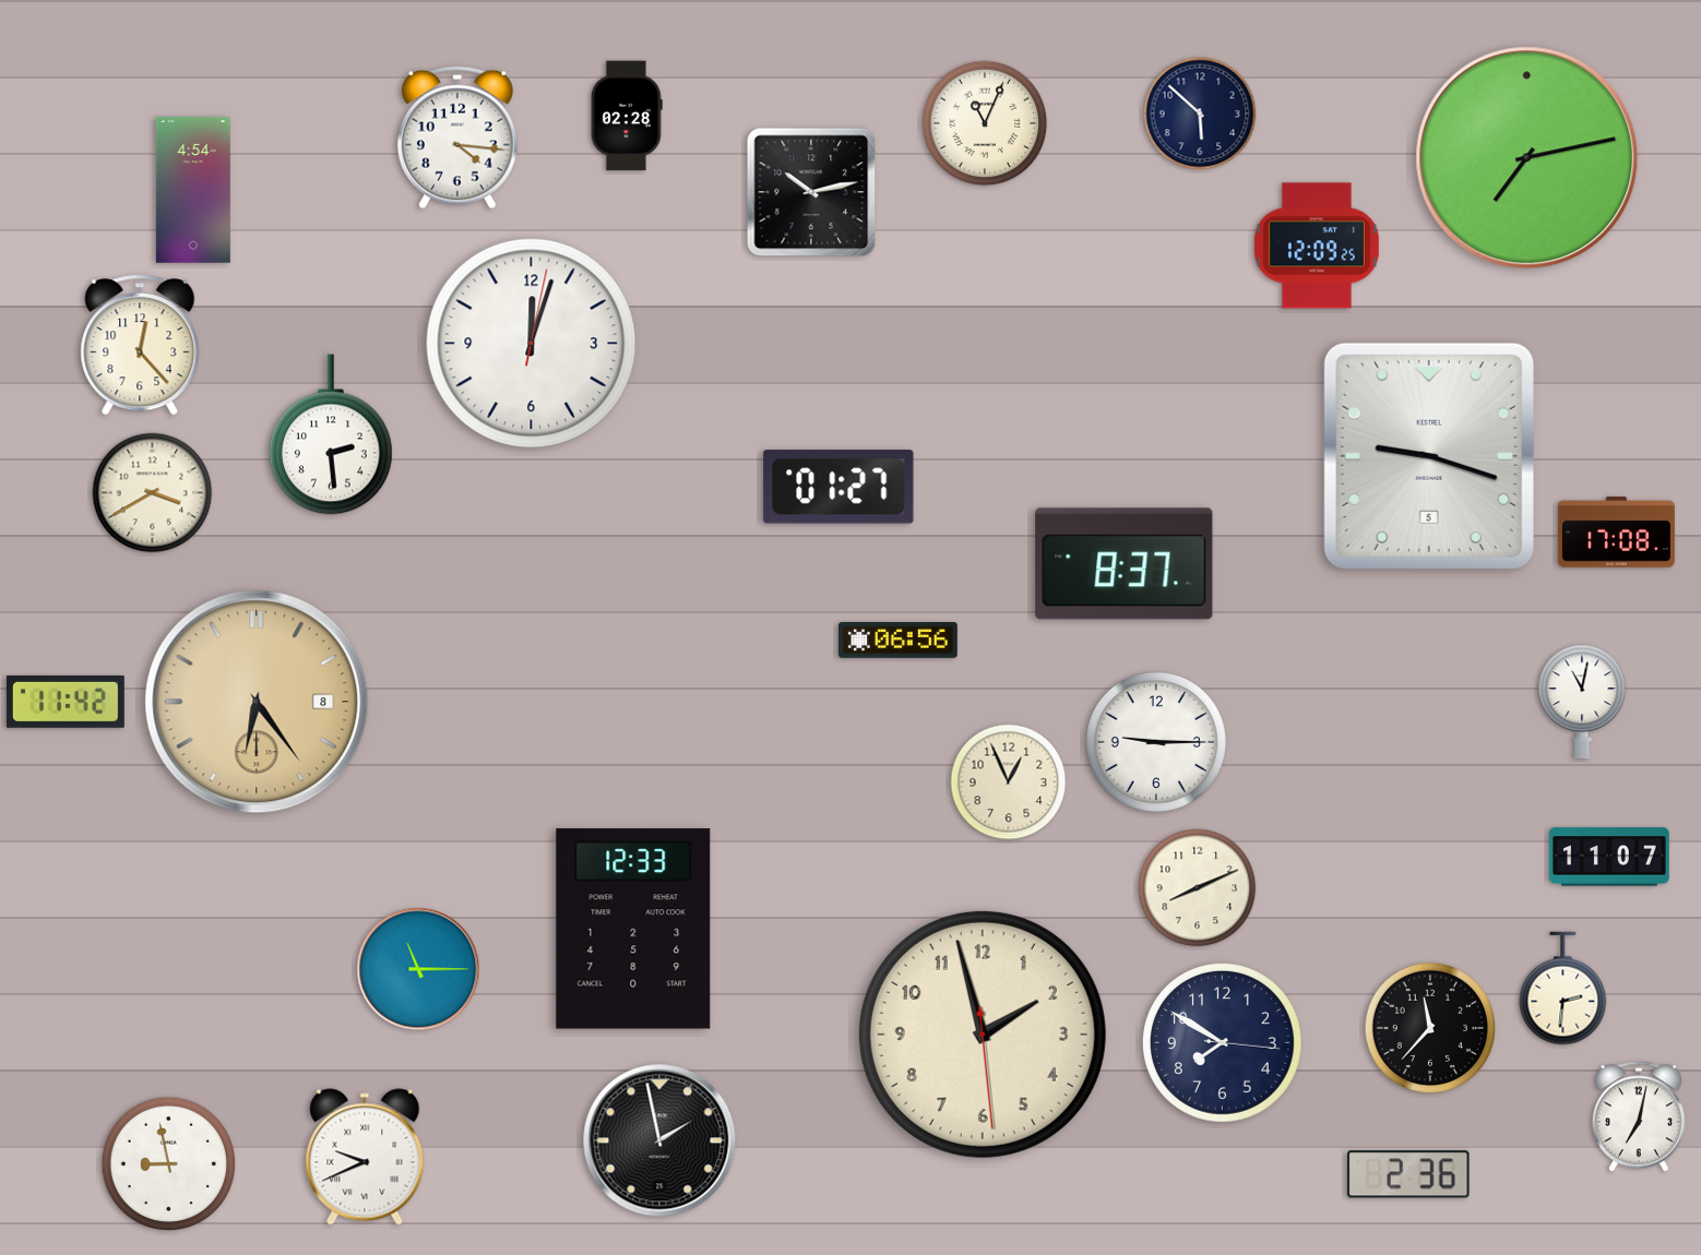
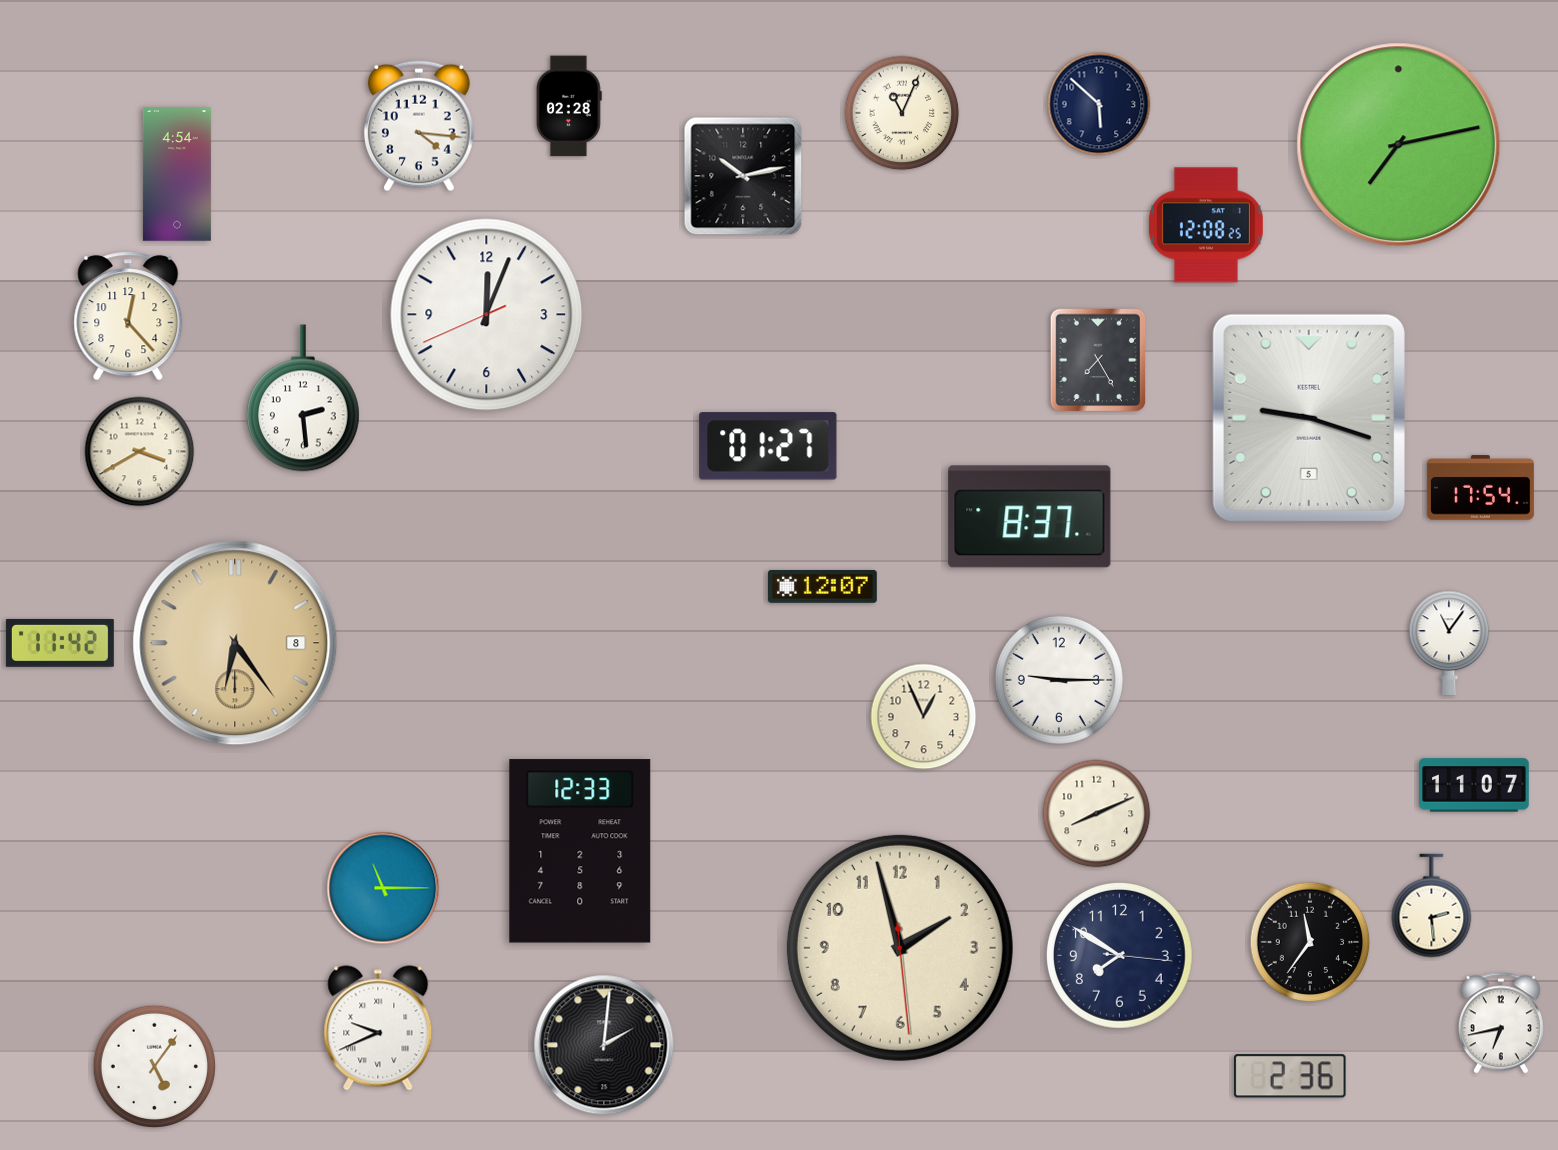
clock at (628, 116) position: (628, 116) -> (570, 106)
clock at (1317, 246): 12:09 -> 12:08
clock at (532, 344): 12:03:02 -> 12:03:41
clock at (1098, 360): none -> 7:25
clock at (1616, 533): 17:08 -> 17:54
clock at (899, 641): 06:56 -> 12:07
clock at (1582, 702): 11:02 -> 11:06
clock at (1563, 989): 2:31 -> 2:29
clock at (1430, 1028): 11:37 -> 11:36
clock at (1639, 1116): 7:02 -> 6:43
clock at (659, 1140): 1:58 -> 2:01
clock at (365, 1157) position: (365, 1157) -> (378, 1028)
clock at (168, 1163): 8:58 -> 5:06
